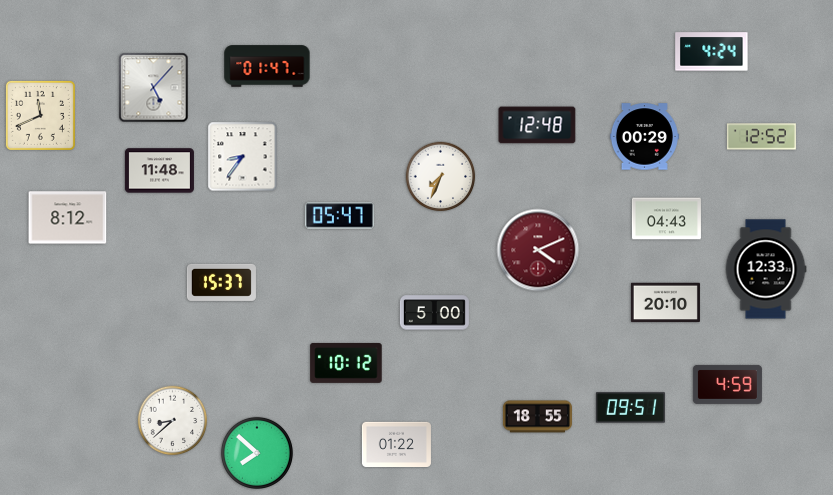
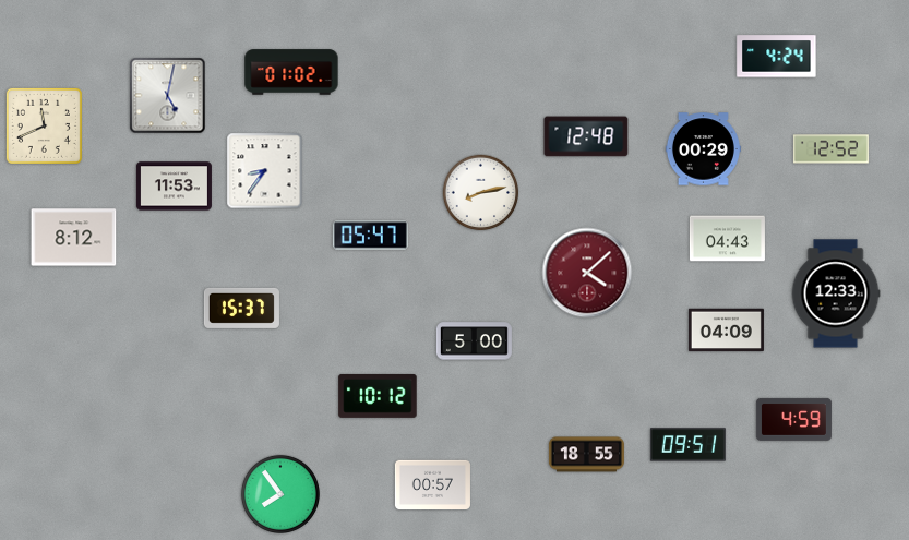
clock at (267, 66): 01:47 -> 01:02
clock at (154, 88): 5:07 -> 5:02
clock at (159, 171): 11:48 -> 11:53
clock at (441, 177): 7:34 -> 8:13
clock at (538, 250): 4:11 -> 4:08
clock at (665, 303): 20:10 -> 04:09
clock at (173, 421): 8:38 -> none
clock at (396, 444): 01:22 -> 00:57
clock at (257, 453): 7:52 -> 7:54
